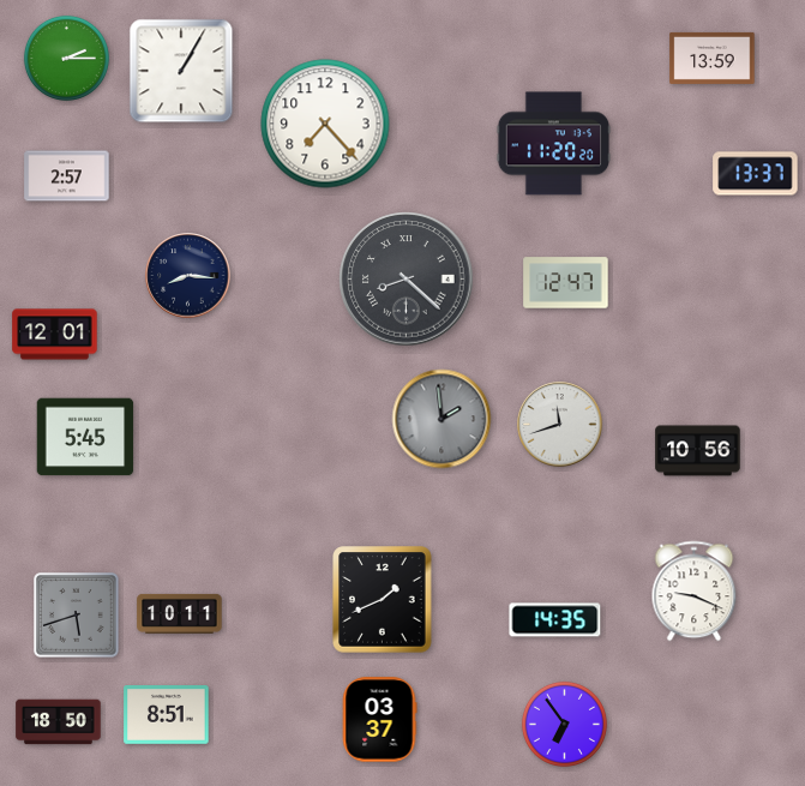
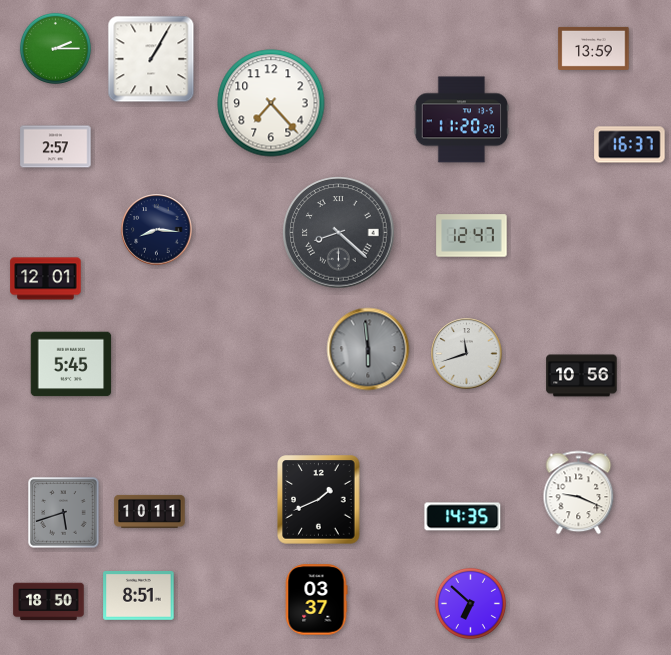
clock at (756, 174): 13:37 -> 16:37
clock at (441, 419): 1:59 -> 5:59
clock at (564, 724): 6:54 -> 6:52
